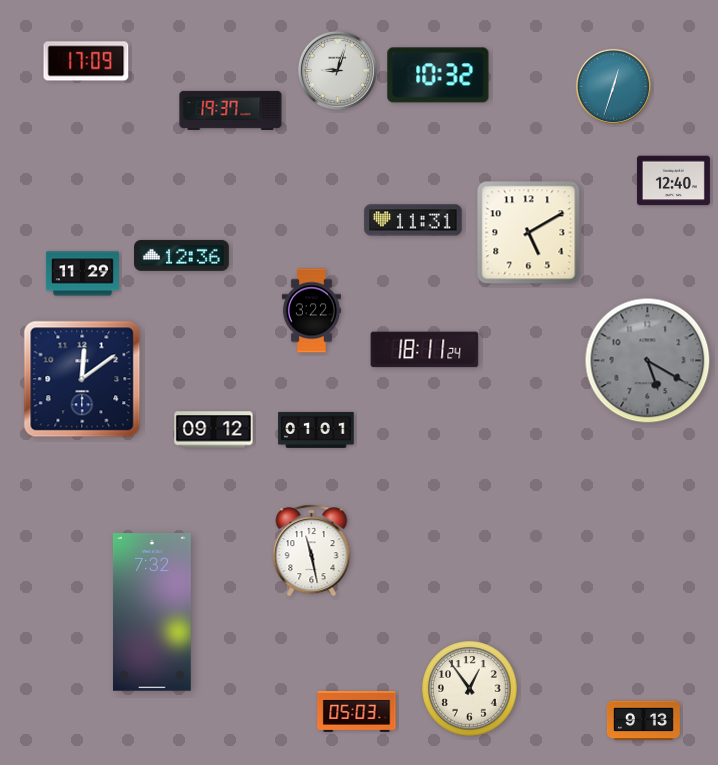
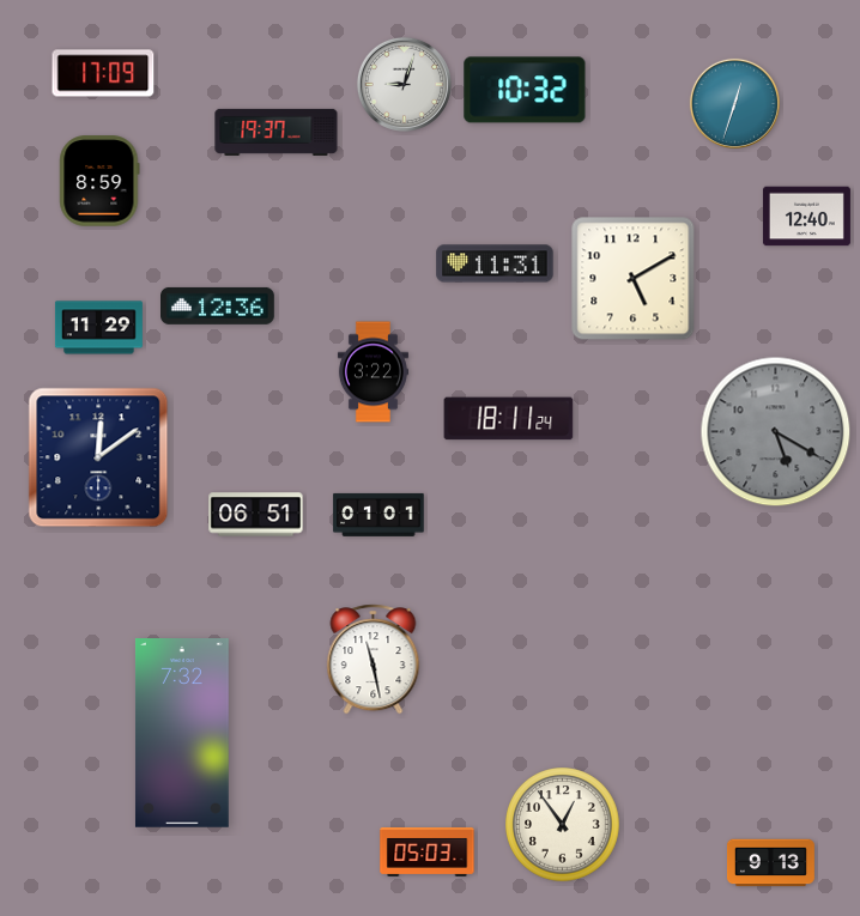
clock at (99, 181): none -> 8:59
clock at (82, 379) position: (82, 379) -> (98, 457)
clock at (214, 430): 09:12 -> 06:51
